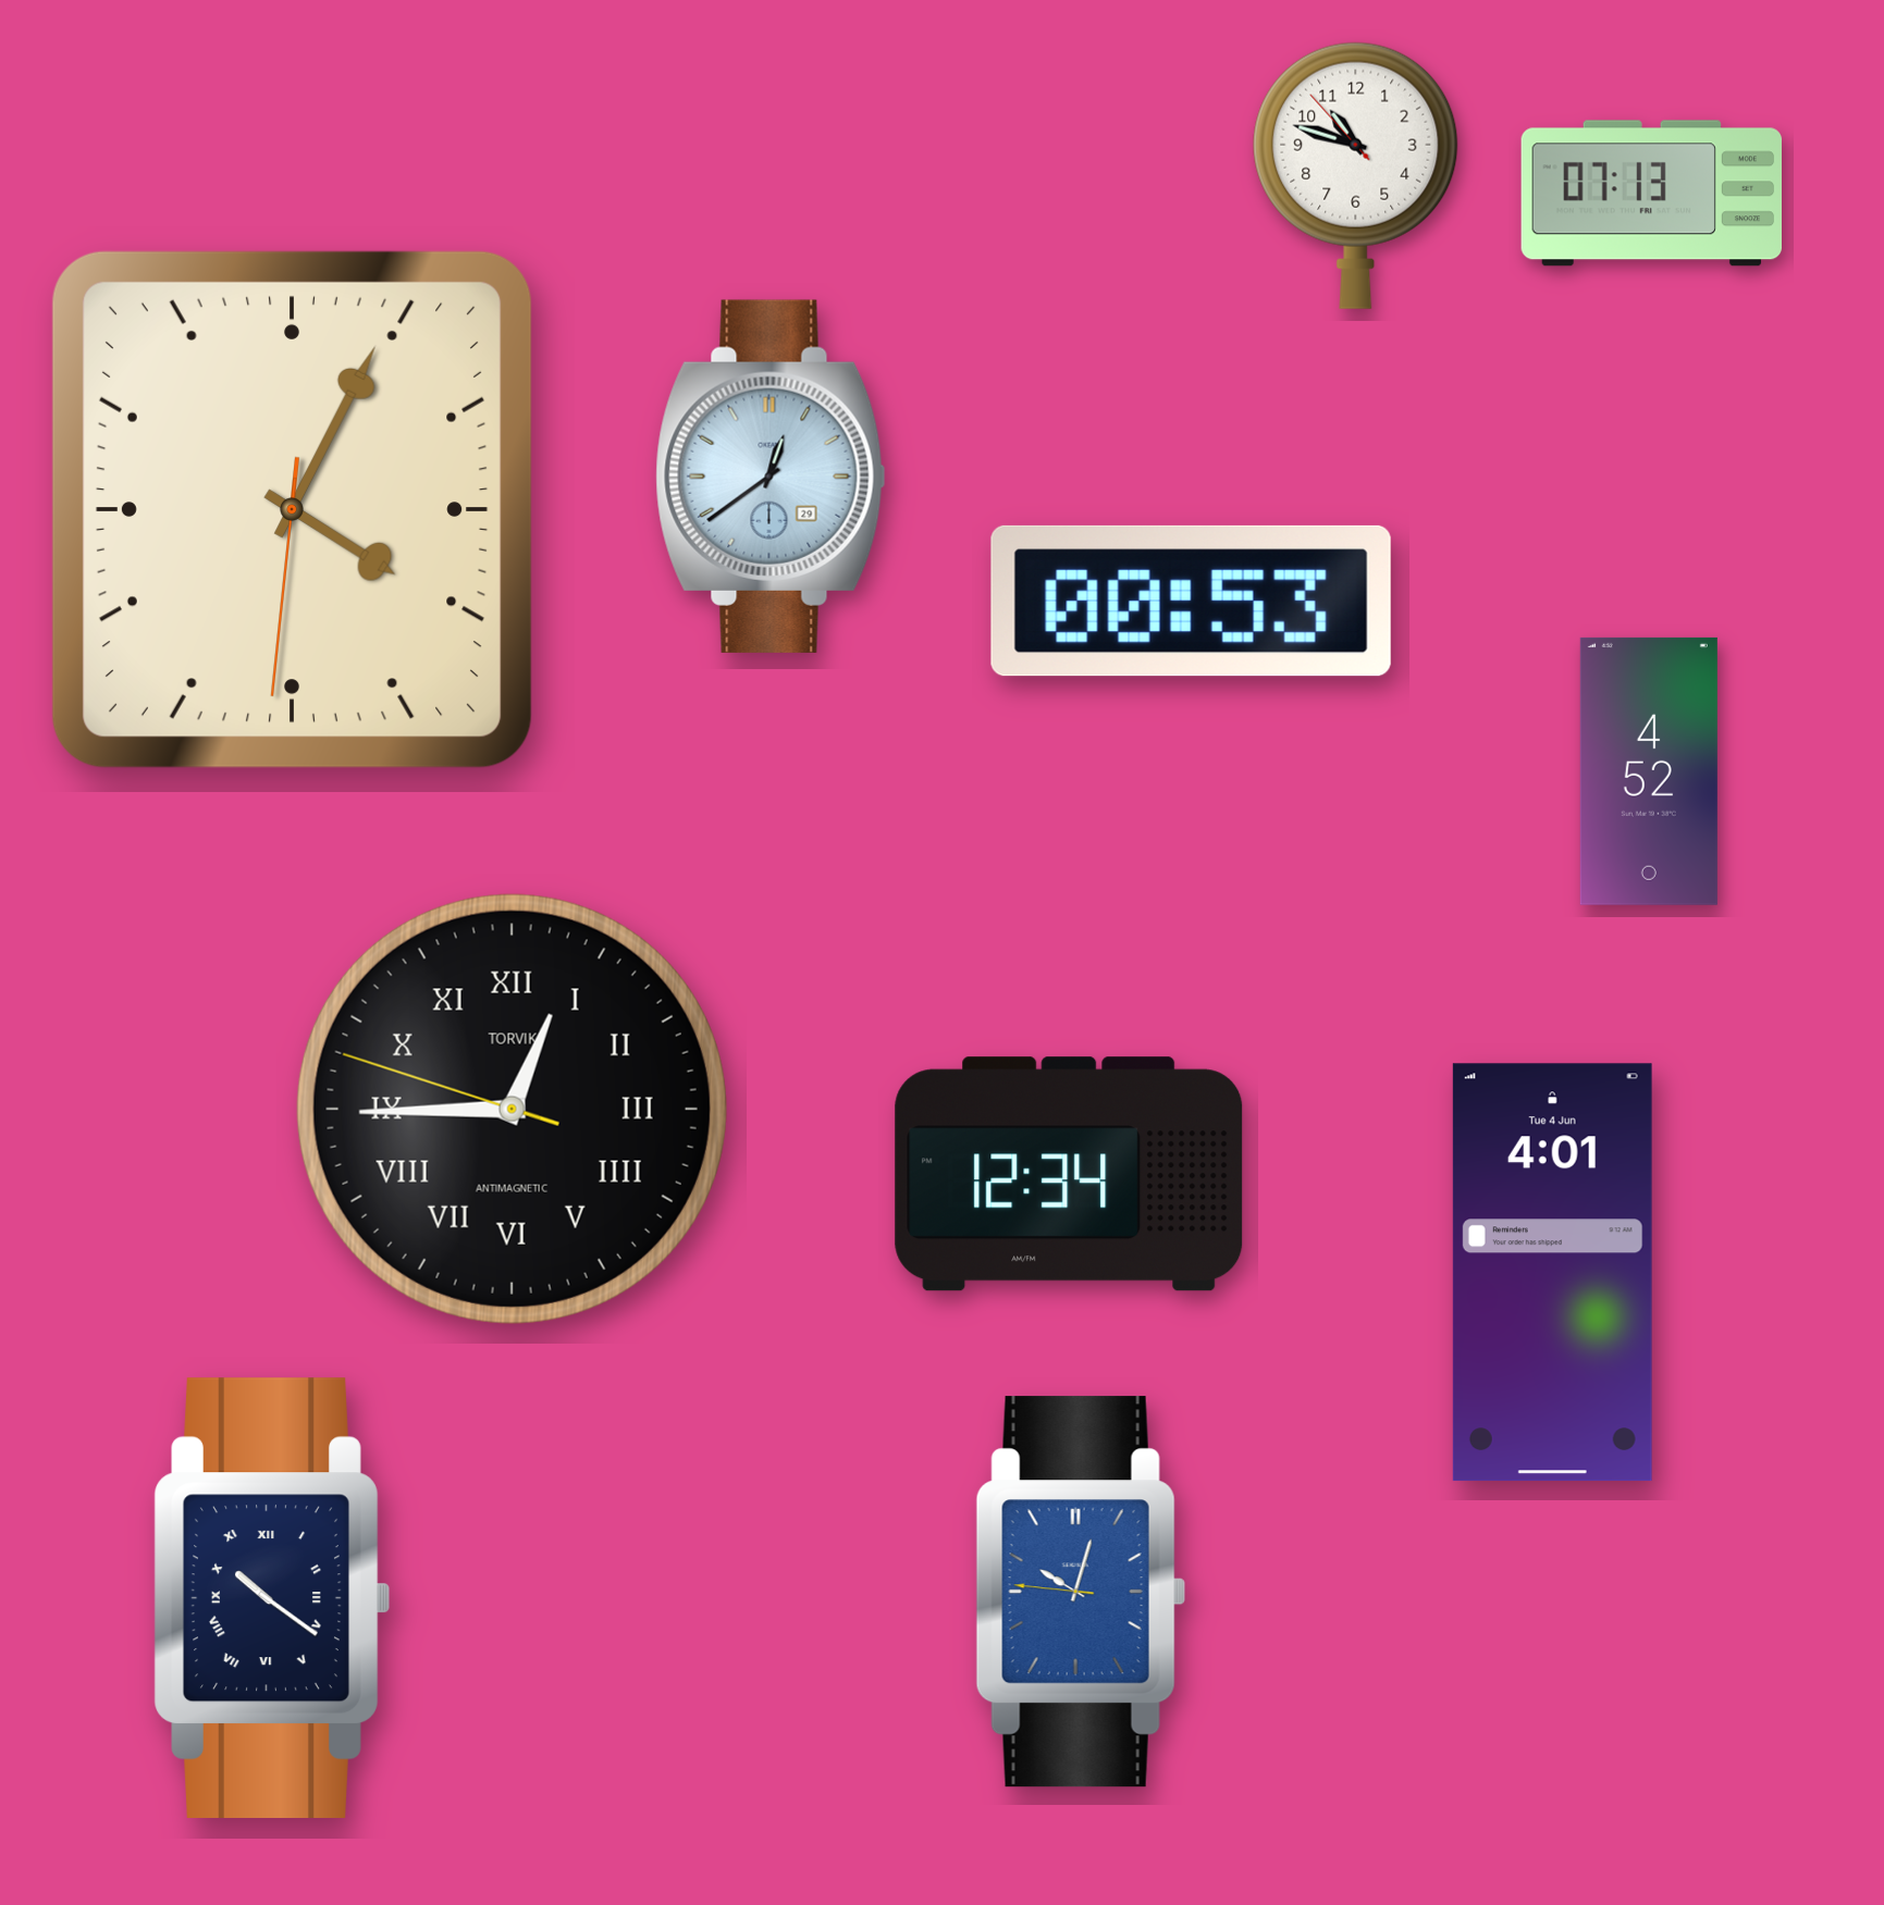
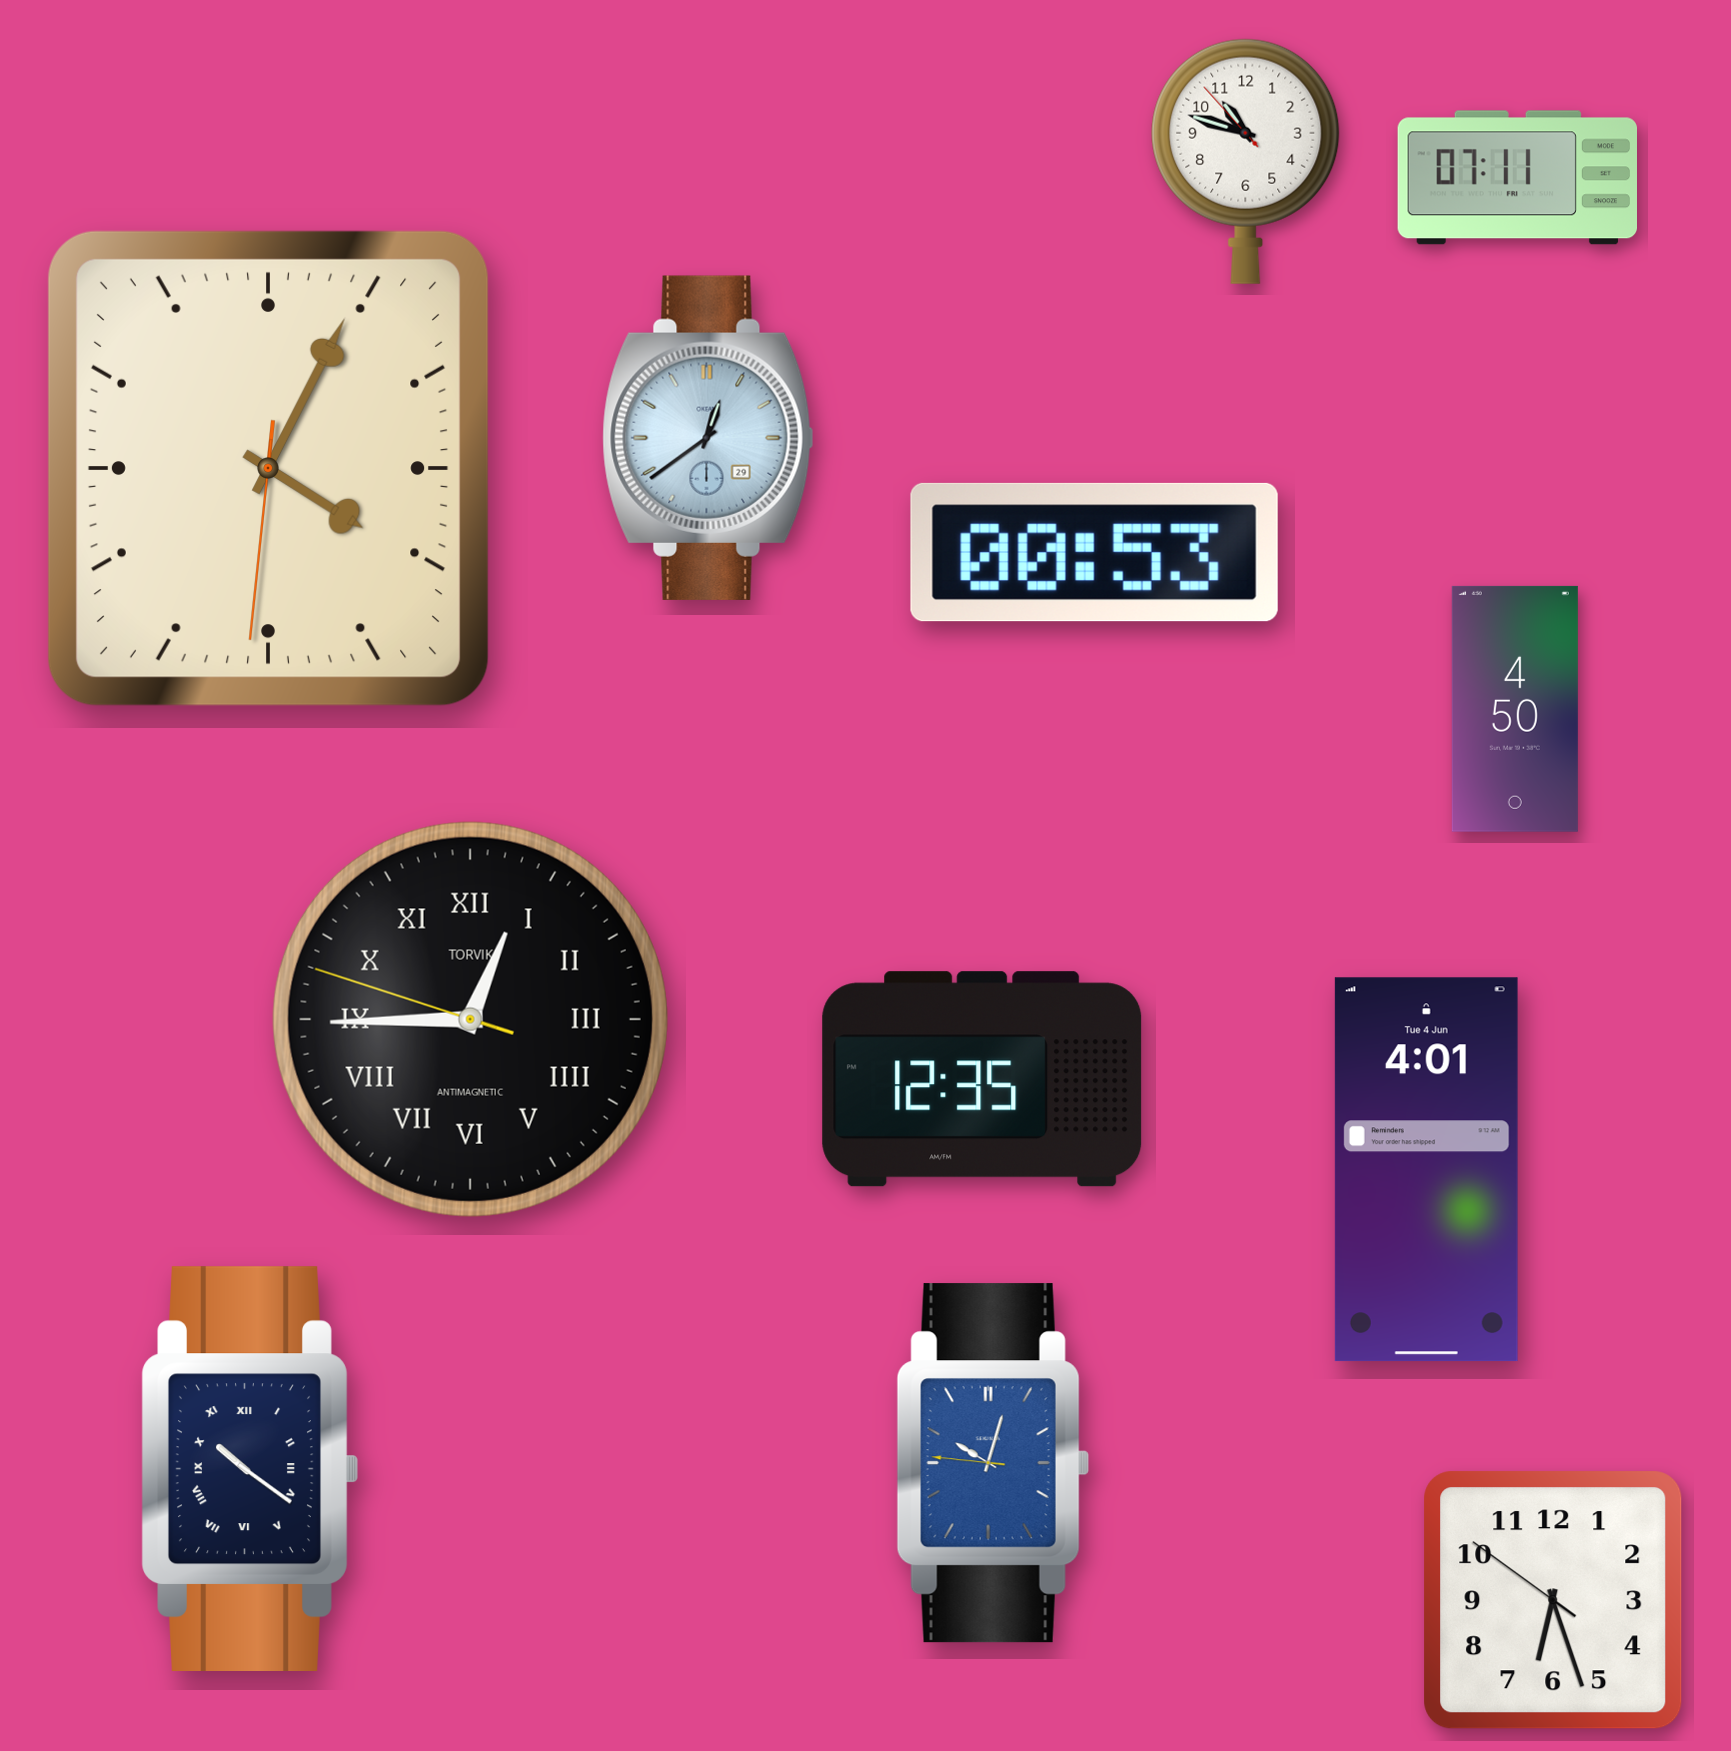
clock at (1651, 194): 07:13 -> 07:11
clock at (1649, 771): 4:52 -> 4:50
clock at (1069, 1174): 12:34 -> 12:35
clock at (1553, 1600): none -> 6:26
